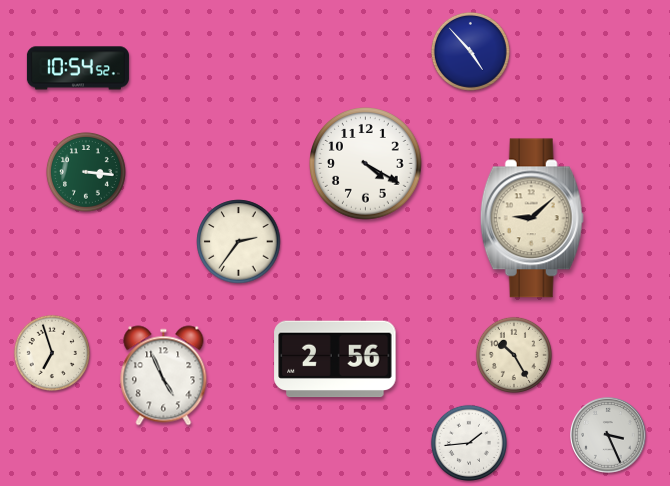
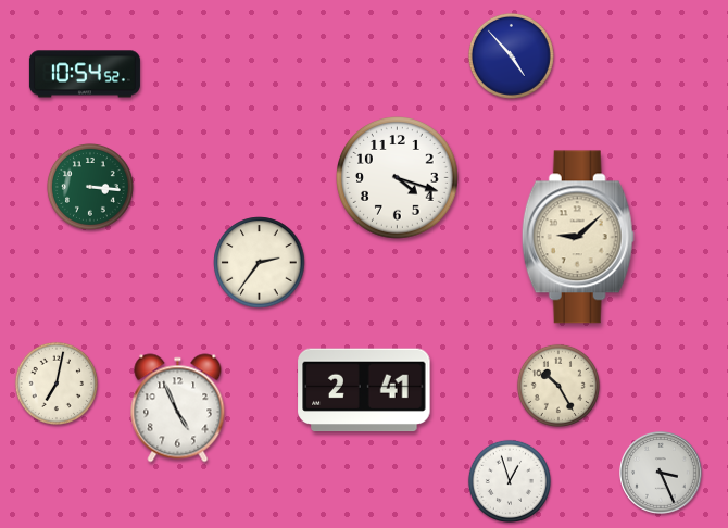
clock at (366, 164): 4:20 -> 4:18
clock at (86, 172) position: (86, 172) -> (90, 187)
clock at (52, 353): 6:57 -> 7:02
clock at (335, 359): 2:56 -> 2:41
clock at (469, 443): 1:44 -> 12:57
